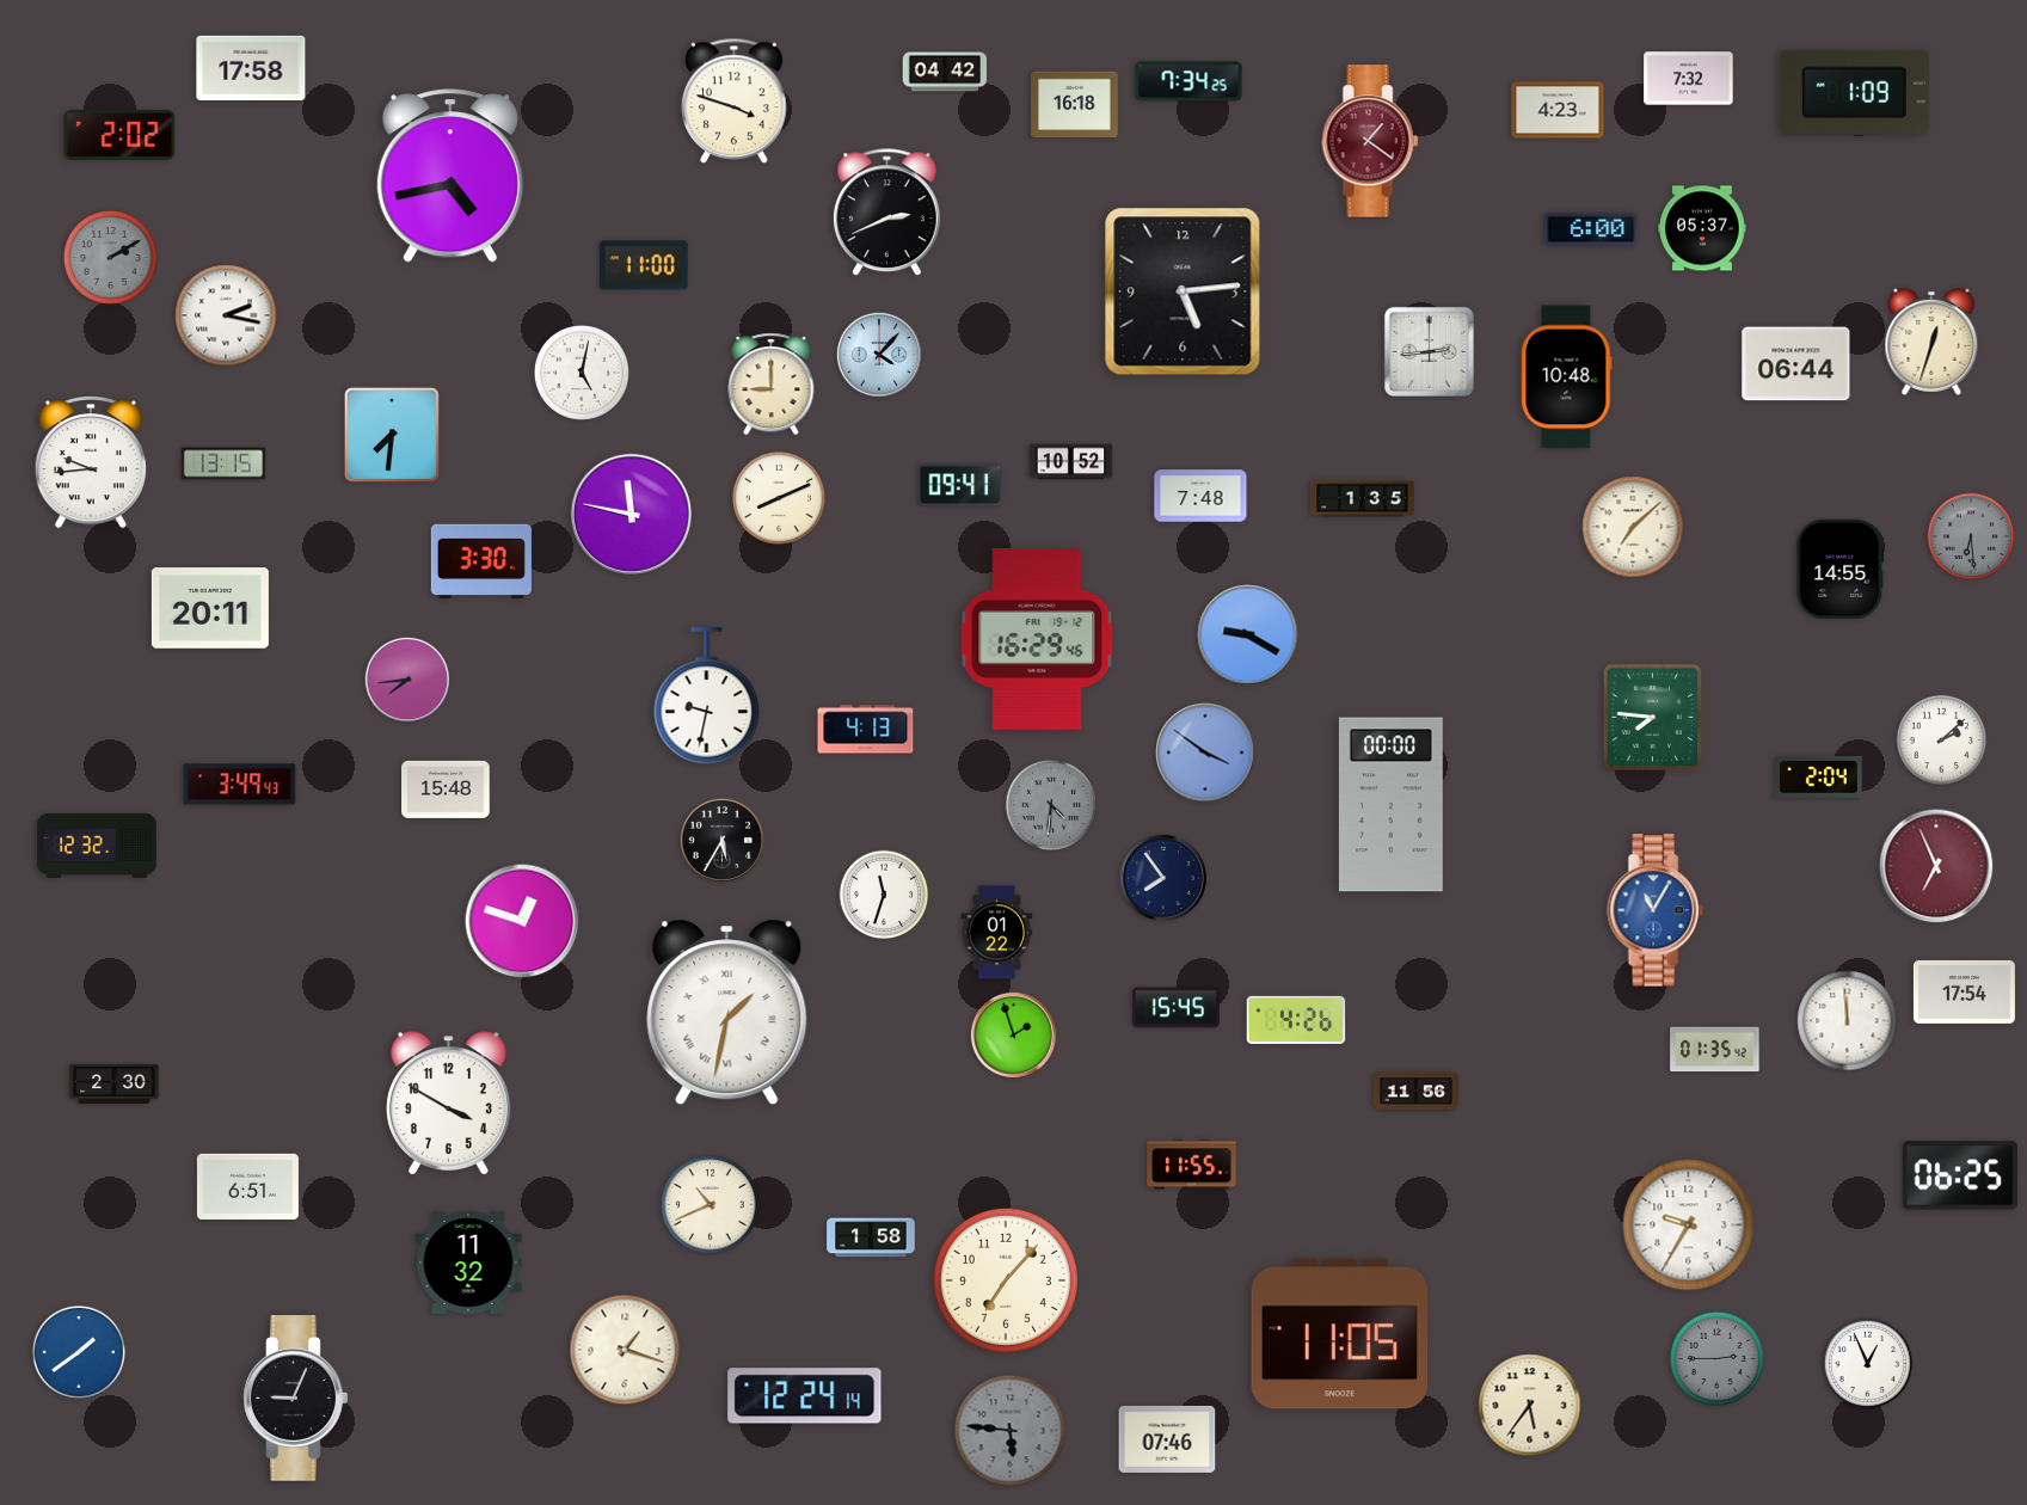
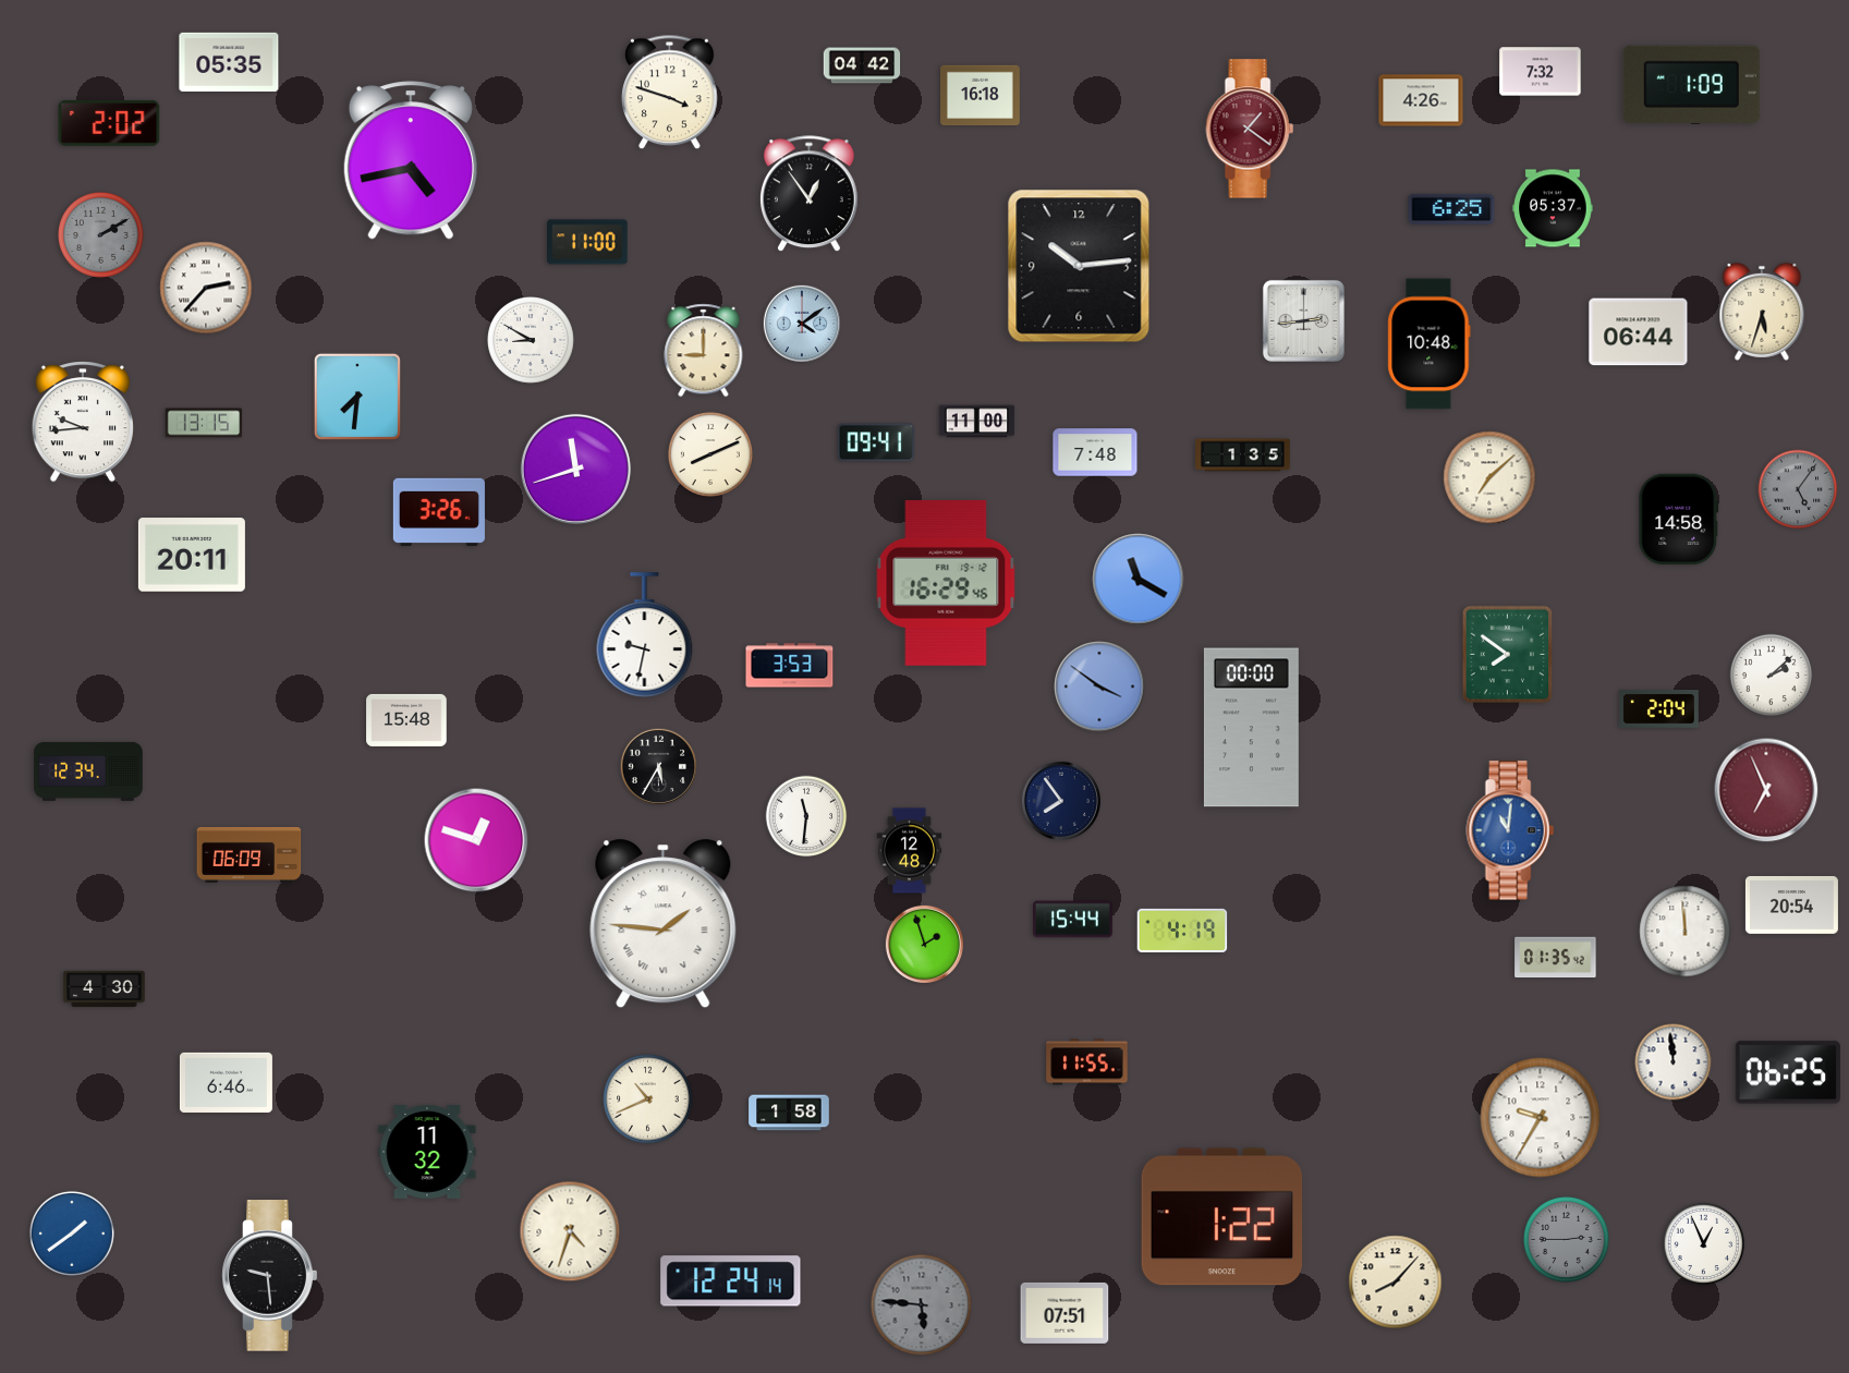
clock at (251, 67): 17:58 -> 05:35
clock at (1188, 81): 7:34 -> none
clock at (1558, 110): 4:23 -> 4:26
clock at (886, 213): 2:41 -> 12:54
clock at (1591, 229): 6:00 -> 6:25
clock at (1183, 291): 5:14 -> 10:14
clock at (226, 315): 2:17 -> 2:37
clock at (1931, 342): 12:33 -> 5:33
clock at (878, 354): 4:07 -> 4:09
clock at (583, 374): 5:02 -> 8:50
clock at (1071, 462): 10:52 -> 11:00
clock at (631, 514): 11:47 -> 11:42
clock at (1633, 527) position: (1633, 527) -> (1489, 477)
clock at (1971, 536): 6:29 -> 5:06
clock at (481, 561): 3:30 -> 3:26
clock at (1841, 569): 14:55 -> 14:58
clock at (1248, 635): 9:20 -> 11:20
clock at (406, 678): 7:44 -> none
clock at (1653, 718): 7:46 -> 7:51
clock at (866, 730): 4:13 -> 3:53
clock at (240, 785): 3:49 -> none
clock at (1051, 805): 4:31 -> none
clock at (1390, 805) position: (1390, 805) -> (1251, 728)
clock at (97, 846): 12:32 -> 12:34
clock at (884, 895): 11:33 -> 11:31
clock at (1656, 910): 11:05 -> 11:01
clock at (997, 933): 01:22 -> 12:48
clock at (250, 854): none -> 06:09
clock at (1964, 991): 17:54 -> 20:54
clock at (1177, 1008): 15:45 -> 15:44
clock at (727, 1013): 1:32 -> 1:46
clock at (1296, 1020): 4:26 -> 4:19
clock at (1715, 1050) position: (1715, 1050) -> (1556, 958)
clock at (115, 1083): 2:30 -> 4:30
clock at (1415, 1092): 11:56 -> none
clock at (448, 1104): 3:50 -> none
clock at (1674, 1062): none -> 11:59
clock at (247, 1186): 6:51 -> 6:46
clock at (871, 1237) position: (871, 1237) -> (789, 1113)
clock at (1006, 1280): 7:07 -> none
clock at (1340, 1334): 11:05 -> 1:22
clock at (625, 1350): 1:18 -> 4:33
clock at (805, 1396) position: (805, 1396) -> (731, 1281)
clock at (296, 1399): 9:04 -> 9:29
clock at (1530, 1406): 5:36 -> 8:07
clock at (1167, 1439): 07:46 -> 07:51
